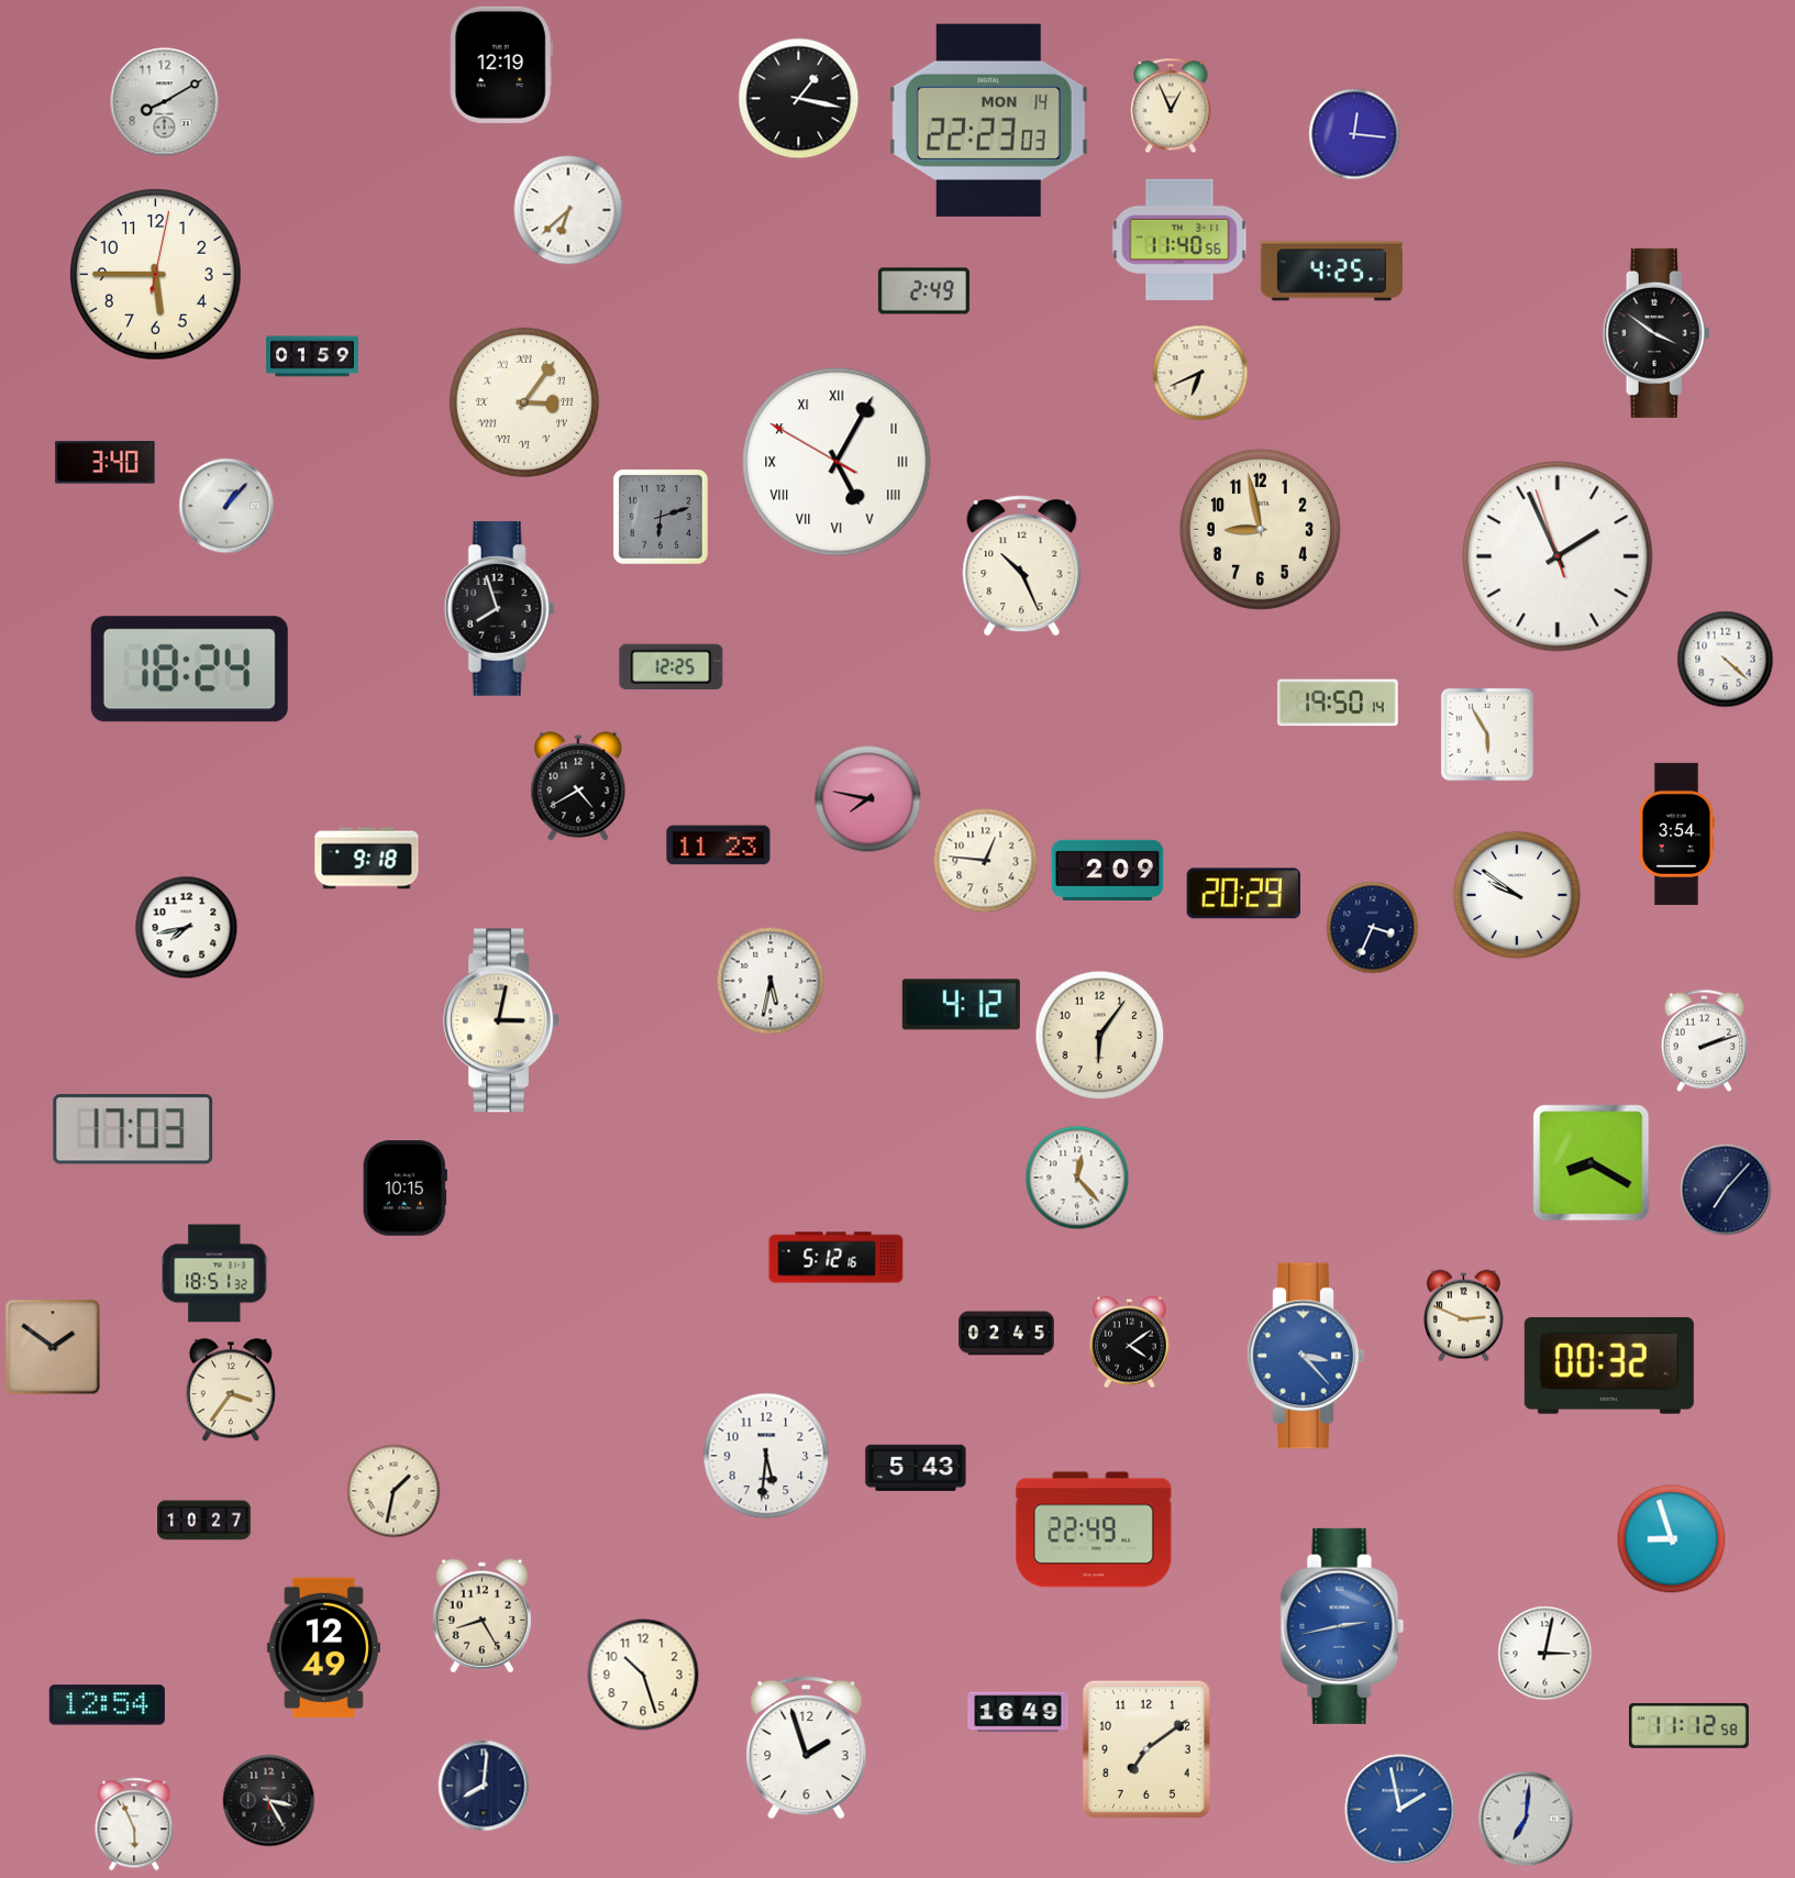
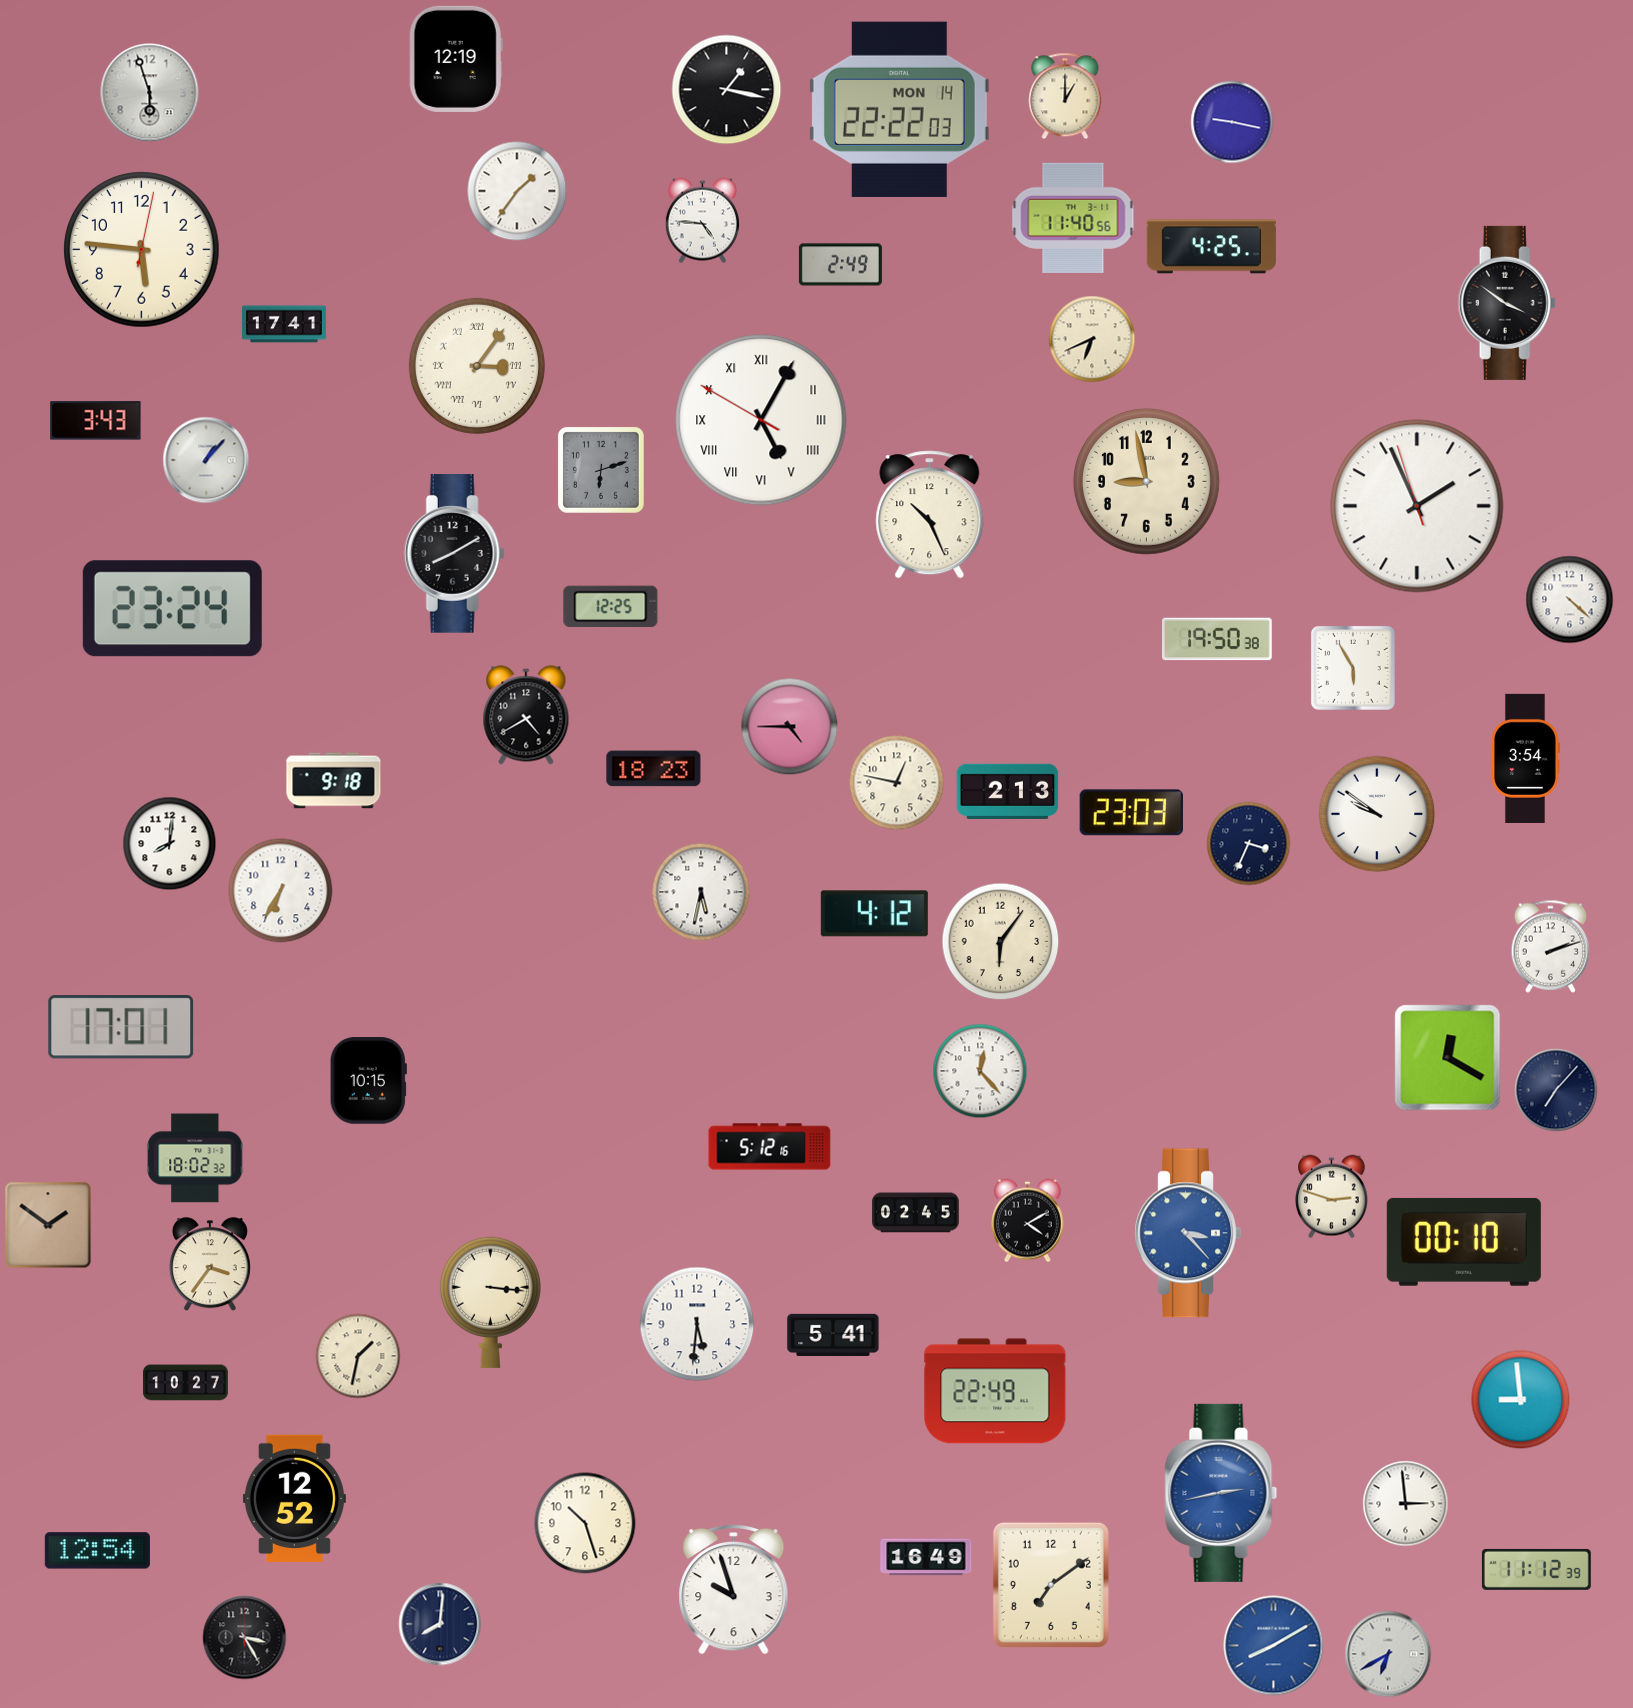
clock at (165, 102): 8:10 -> 5:57
clock at (1171, 106): 12:56 -> 1:00
clock at (988, 120): 22:23 -> 22:22
clock at (1354, 134): 12:16 -> 9:17
clock at (568, 210): 6:38 -> 1:36
clock at (702, 221): none -> 4:46
clock at (156, 275): 5:45 -> 5:46
clock at (312, 356): 01:59 -> 17:41
clock at (106, 463): 3:40 -> 3:43
clock at (499, 609): 7:57 -> 8:10
clock at (189, 670): 18:24 -> 23:24
clock at (1339, 703): 19:50:14 -> 19:50:38
clock at (868, 799): 7:47 -> 4:45
clock at (719, 846): 11:23 -> 18:23
clock at (986, 861): 12:46 -> 12:47
clock at (1108, 870): 2:09 -> 2:13
clock at (1243, 894): 20:29 -> 23:03
clock at (1517, 895) position: (1517, 895) -> (1377, 814)
clock at (187, 928): 7:43 -> 8:01
clock at (281, 891): none -> 6:35
clock at (502, 1020): 3:02 -> none
clock at (133, 1129): 17:03 -> 17:01
clock at (1592, 1163): 8:20 -> 12:20
clock at (1726, 1190) position: (1726, 1190) -> (1556, 1090)
clock at (836, 1258) position: (836, 1258) -> (770, 1147)
clock at (214, 1273): 18:51 -> 18:02
clock at (1464, 1316): 2:49 -> 2:48
clock at (1130, 1343): 4:09 -> 4:10
clock at (1609, 1366): 00:32 -> 00:10
clock at (490, 1302): none -> 3:16
clock at (916, 1468): 5:43 -> 5:41
clock at (1672, 1539): 8:57 -> 8:59
clock at (481, 1616): 8:25 -> none
clock at (1342, 1626) position: (1342, 1626) -> (1221, 1493)
clock at (323, 1648): 12:49 -> 12:52
clock at (1545, 1654): 3:02 -> 2:59
clock at (1688, 1725): 11:12:58 -> 11:12:39
clock at (807, 1747): 1:57 -> 9:57
clock at (1146, 1749) position: (1146, 1749) -> (1051, 1585)
clock at (1400, 1810): 1:58 -> 8:10
clock at (1526, 1819): 7:01 -> 6:40
clock at (134, 1824): 5:56 -> none
